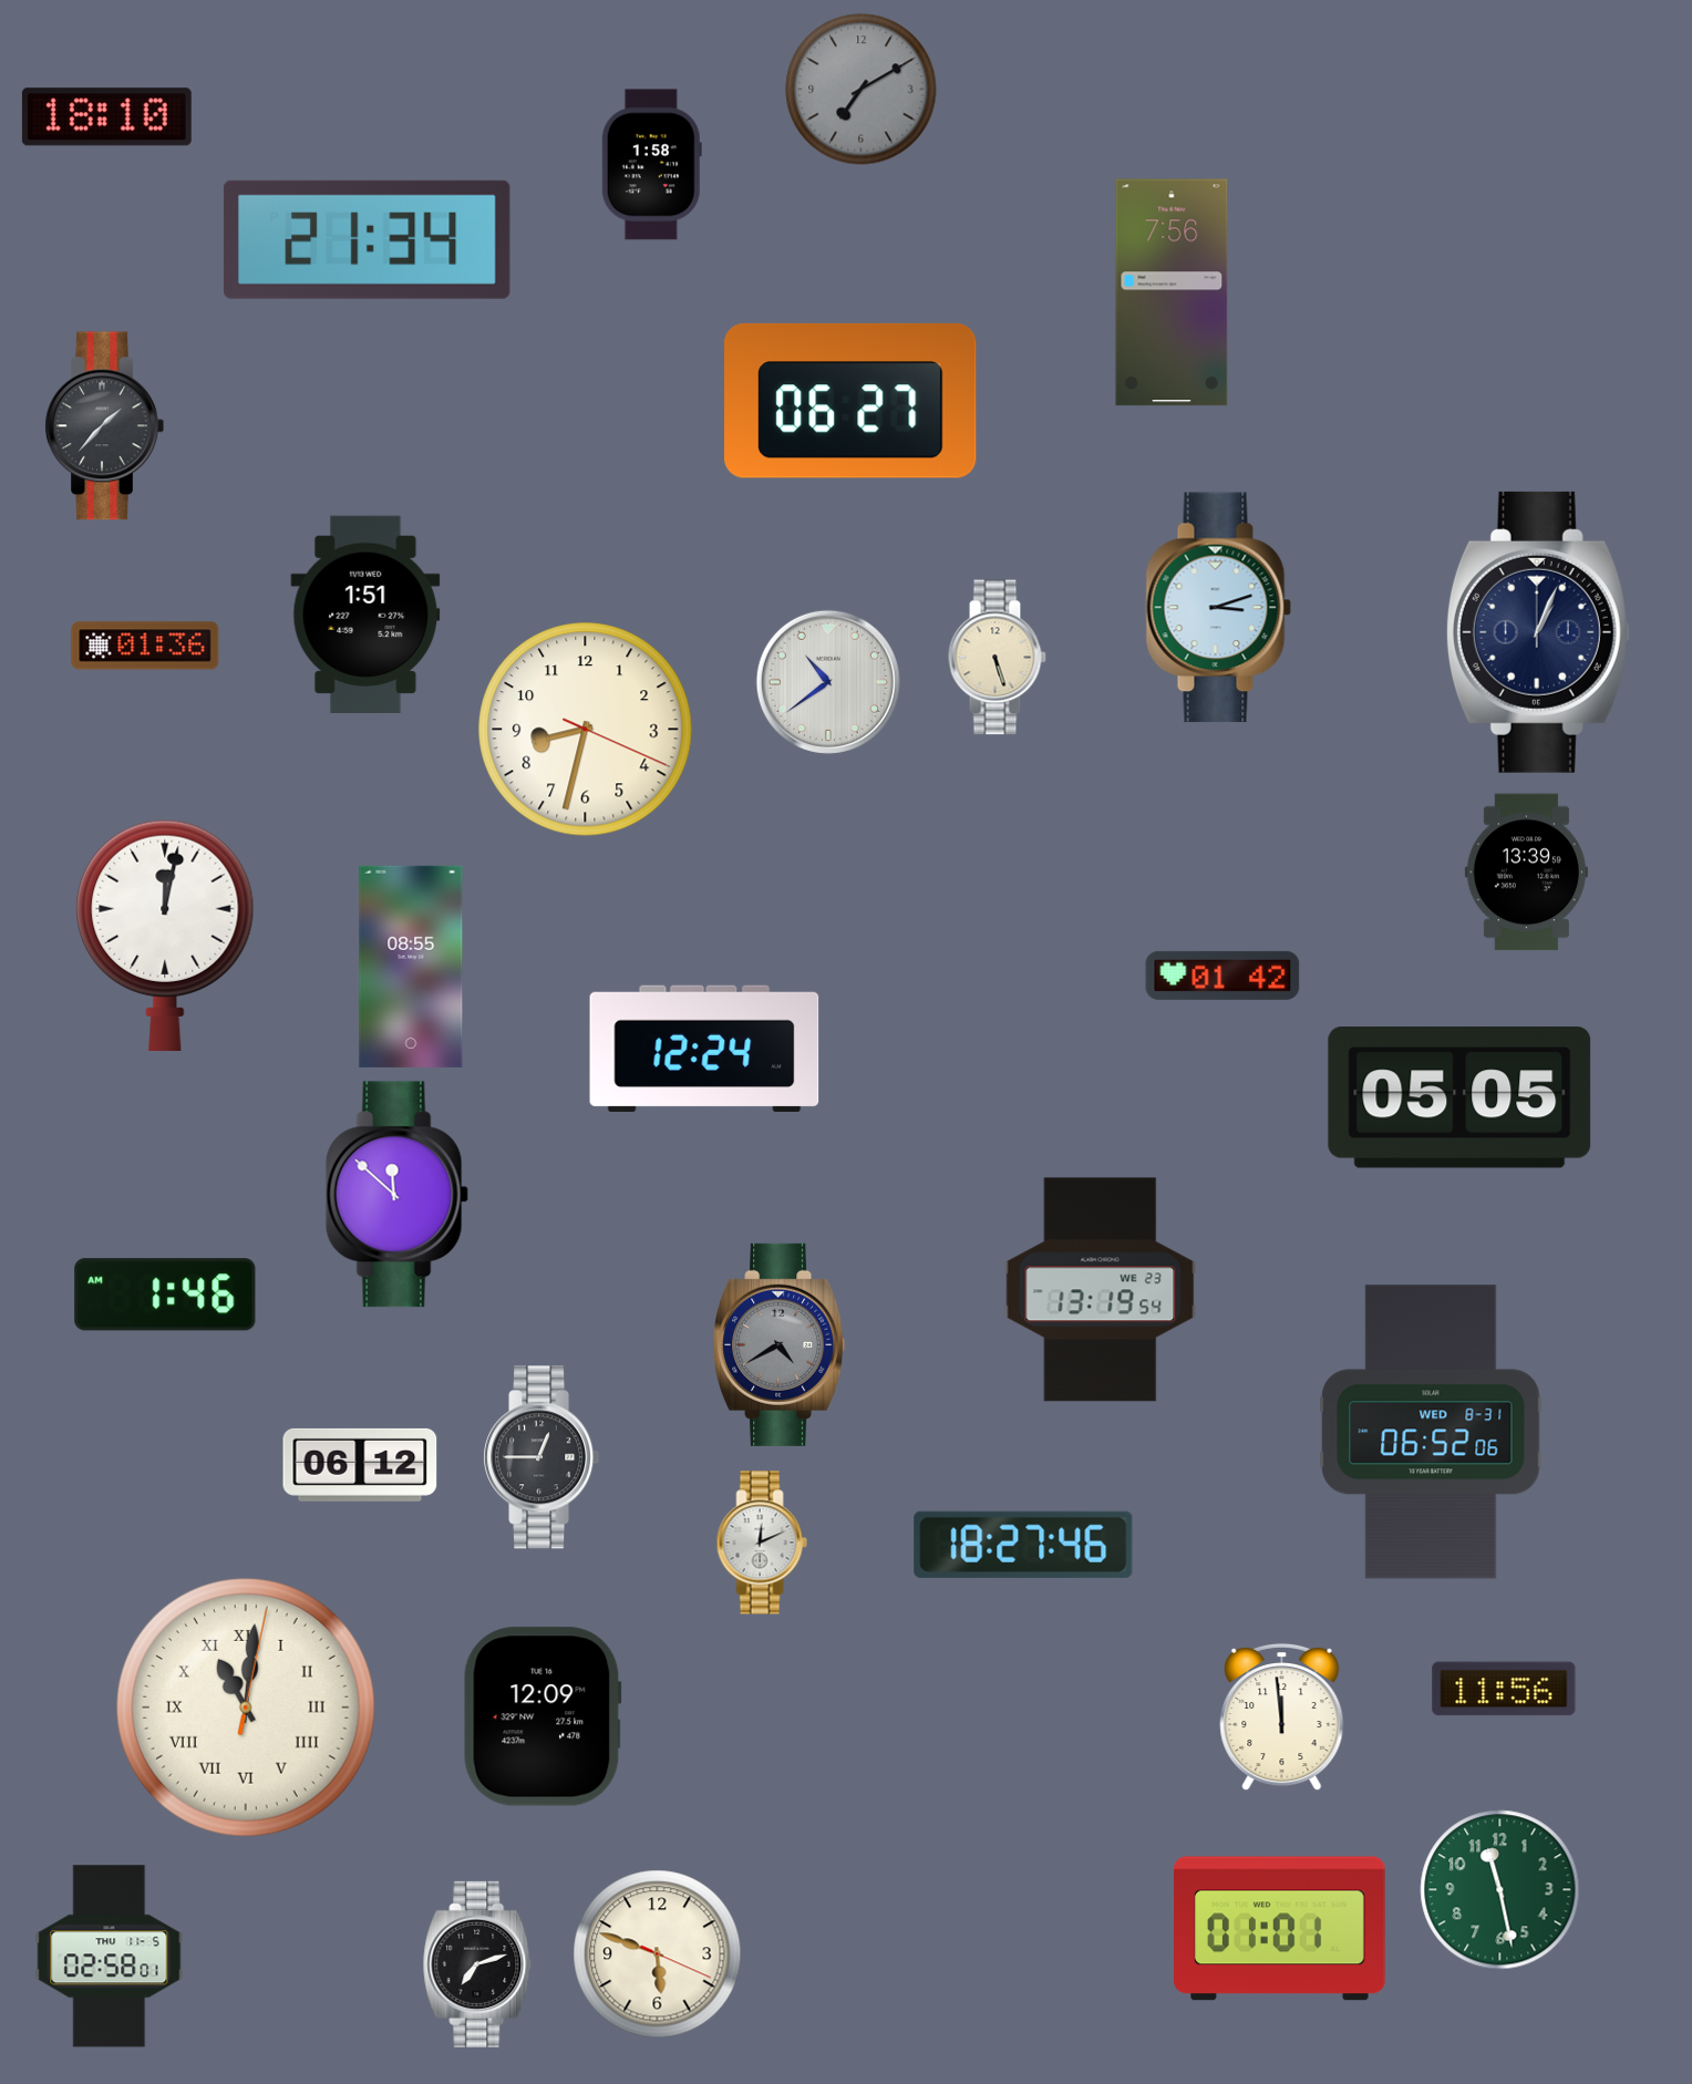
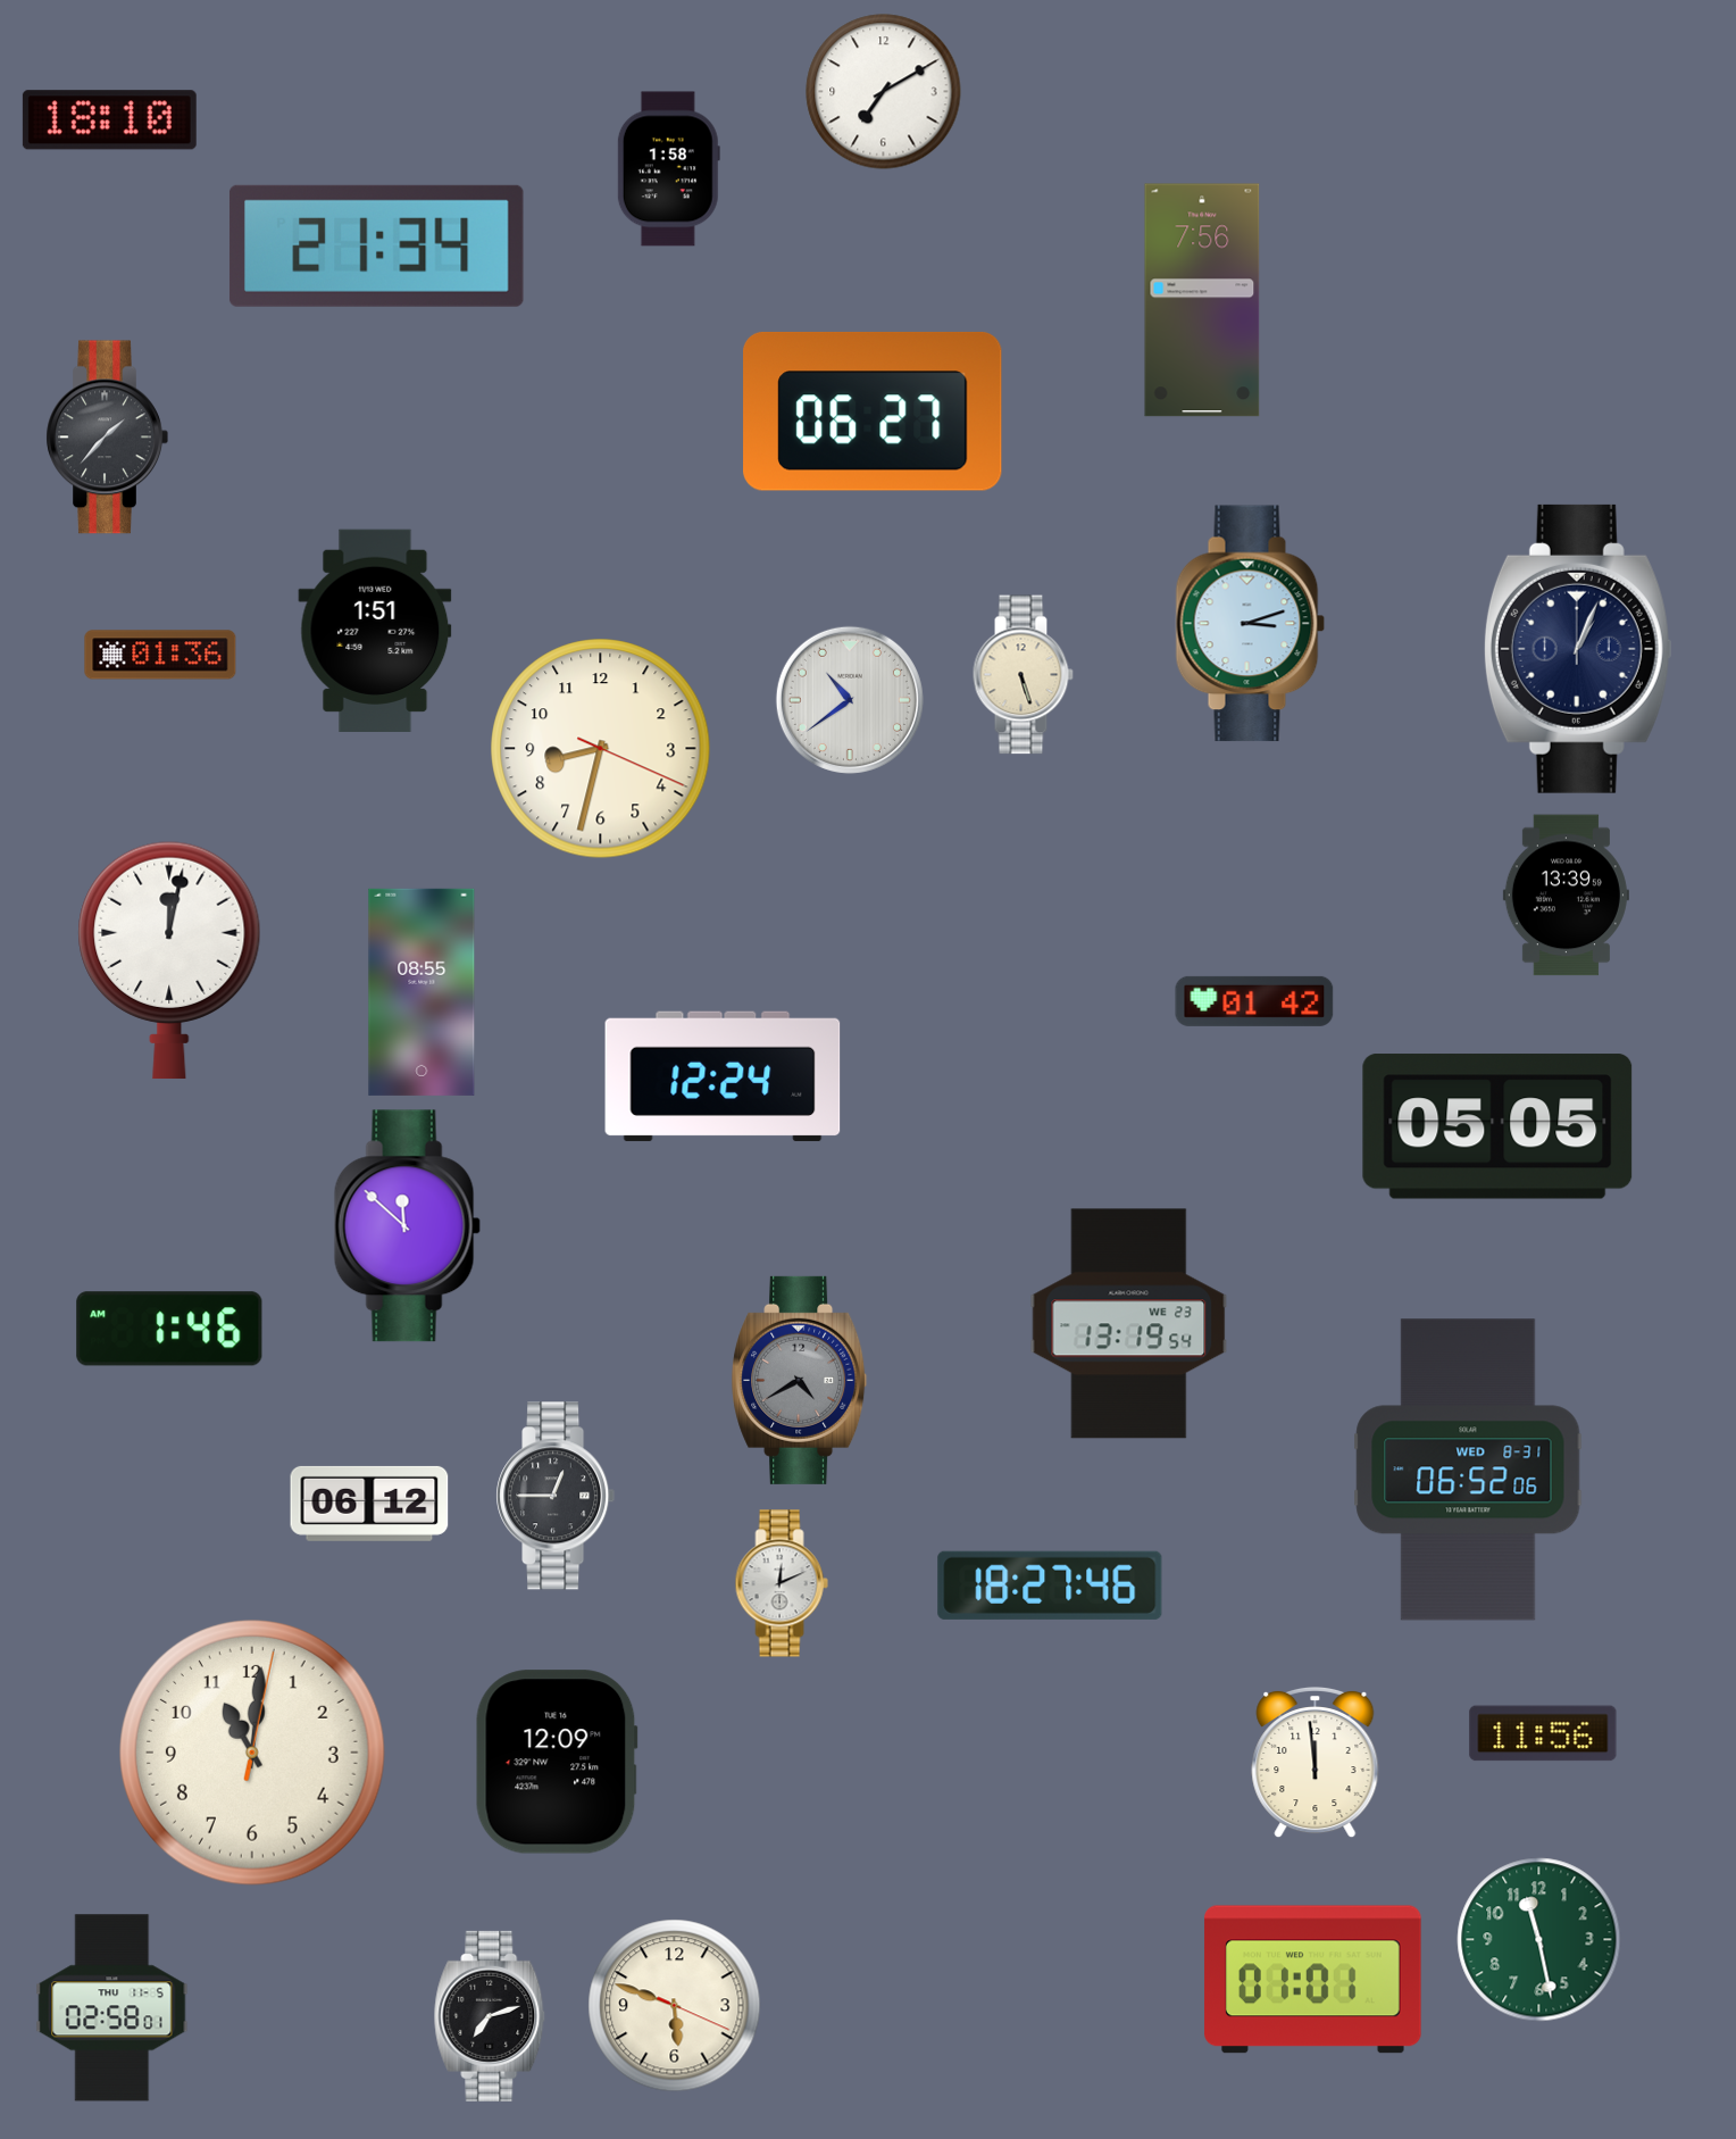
clock at (862, 90) dial: grey -> white
clock at (145, 646) position: (145, 646) -> (160, 655)
clock at (247, 1709) numerals: Roman -> Arabic
